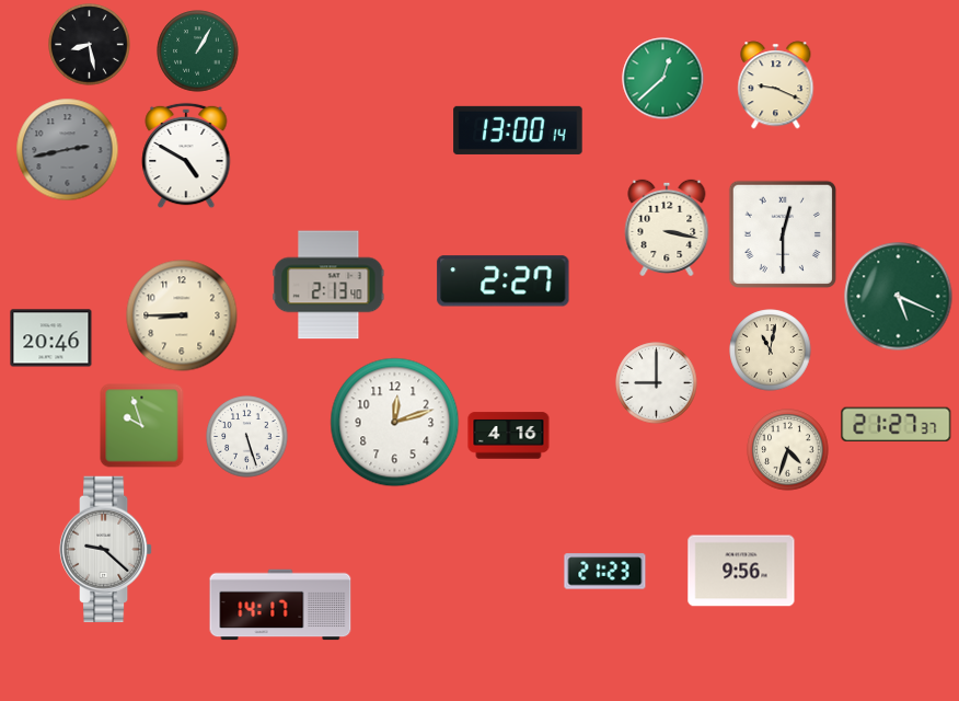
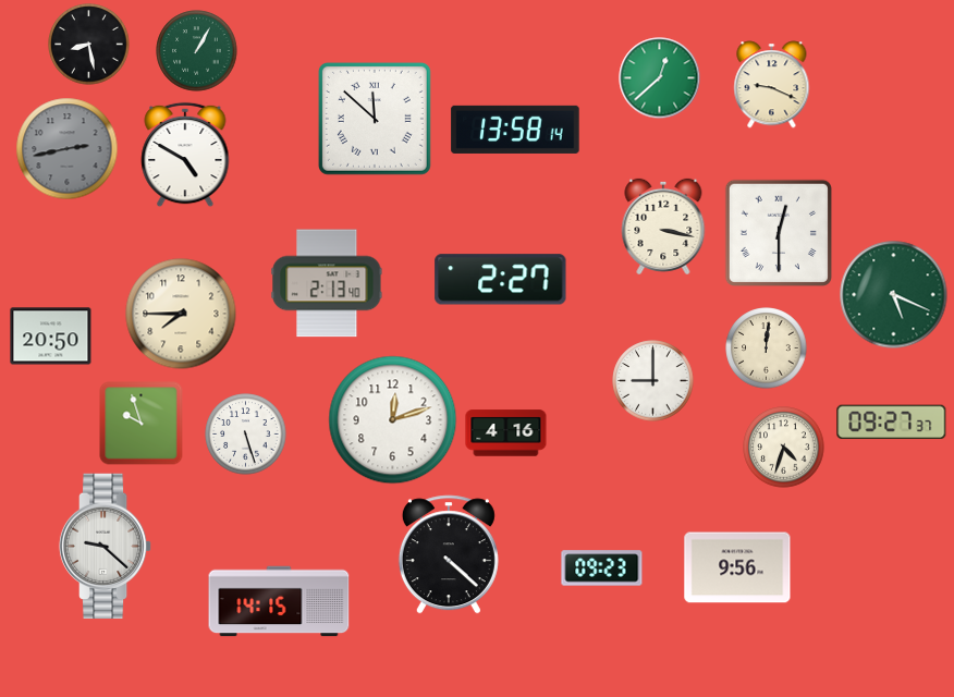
clock at (375, 119): none -> 11:52
clock at (518, 130): 13:00 -> 13:58
clock at (182, 315): 8:45 -> 7:45
clock at (51, 338): 20:46 -> 20:50
clock at (771, 350): 11:02 -> 12:01
clock at (897, 425): 21:27 -> 09:27
clock at (449, 554): none -> 4:22
clock at (605, 572): 21:23 -> 09:23
clock at (280, 605): 14:17 -> 14:15
